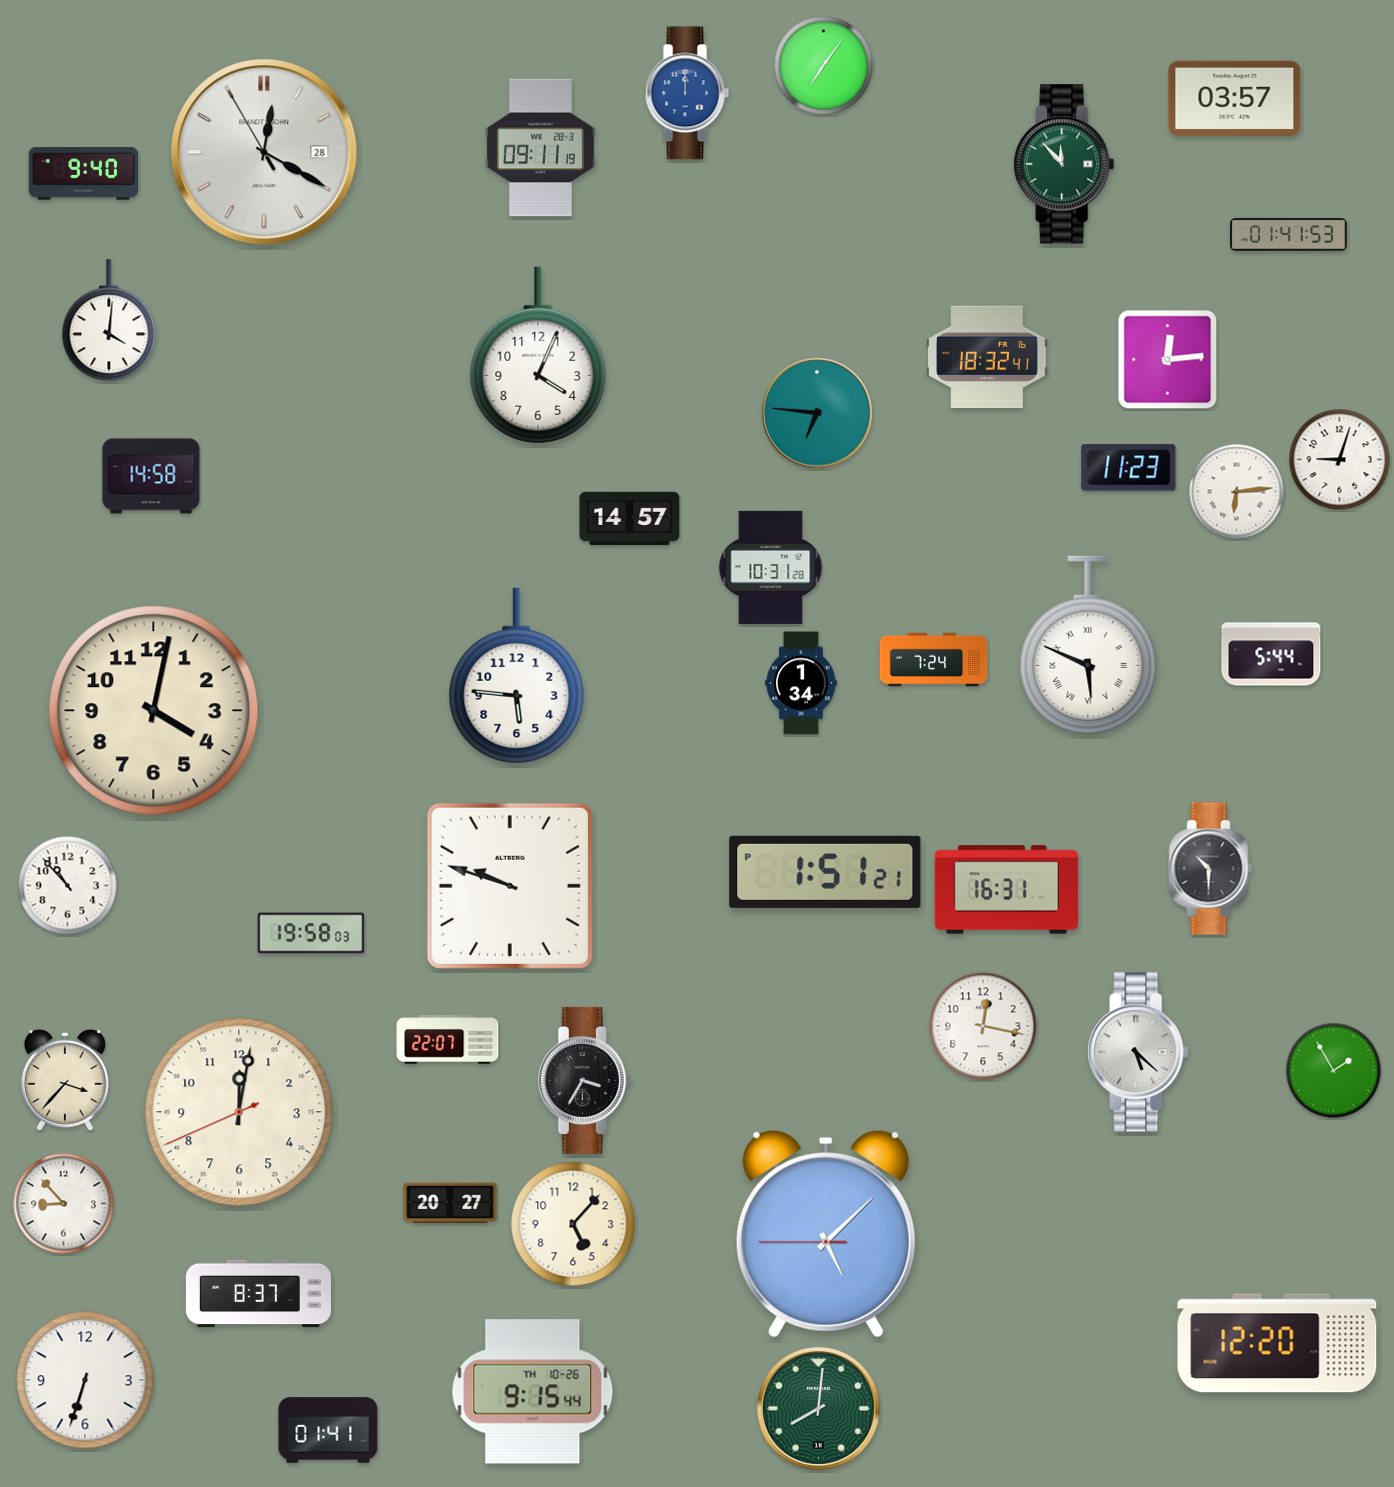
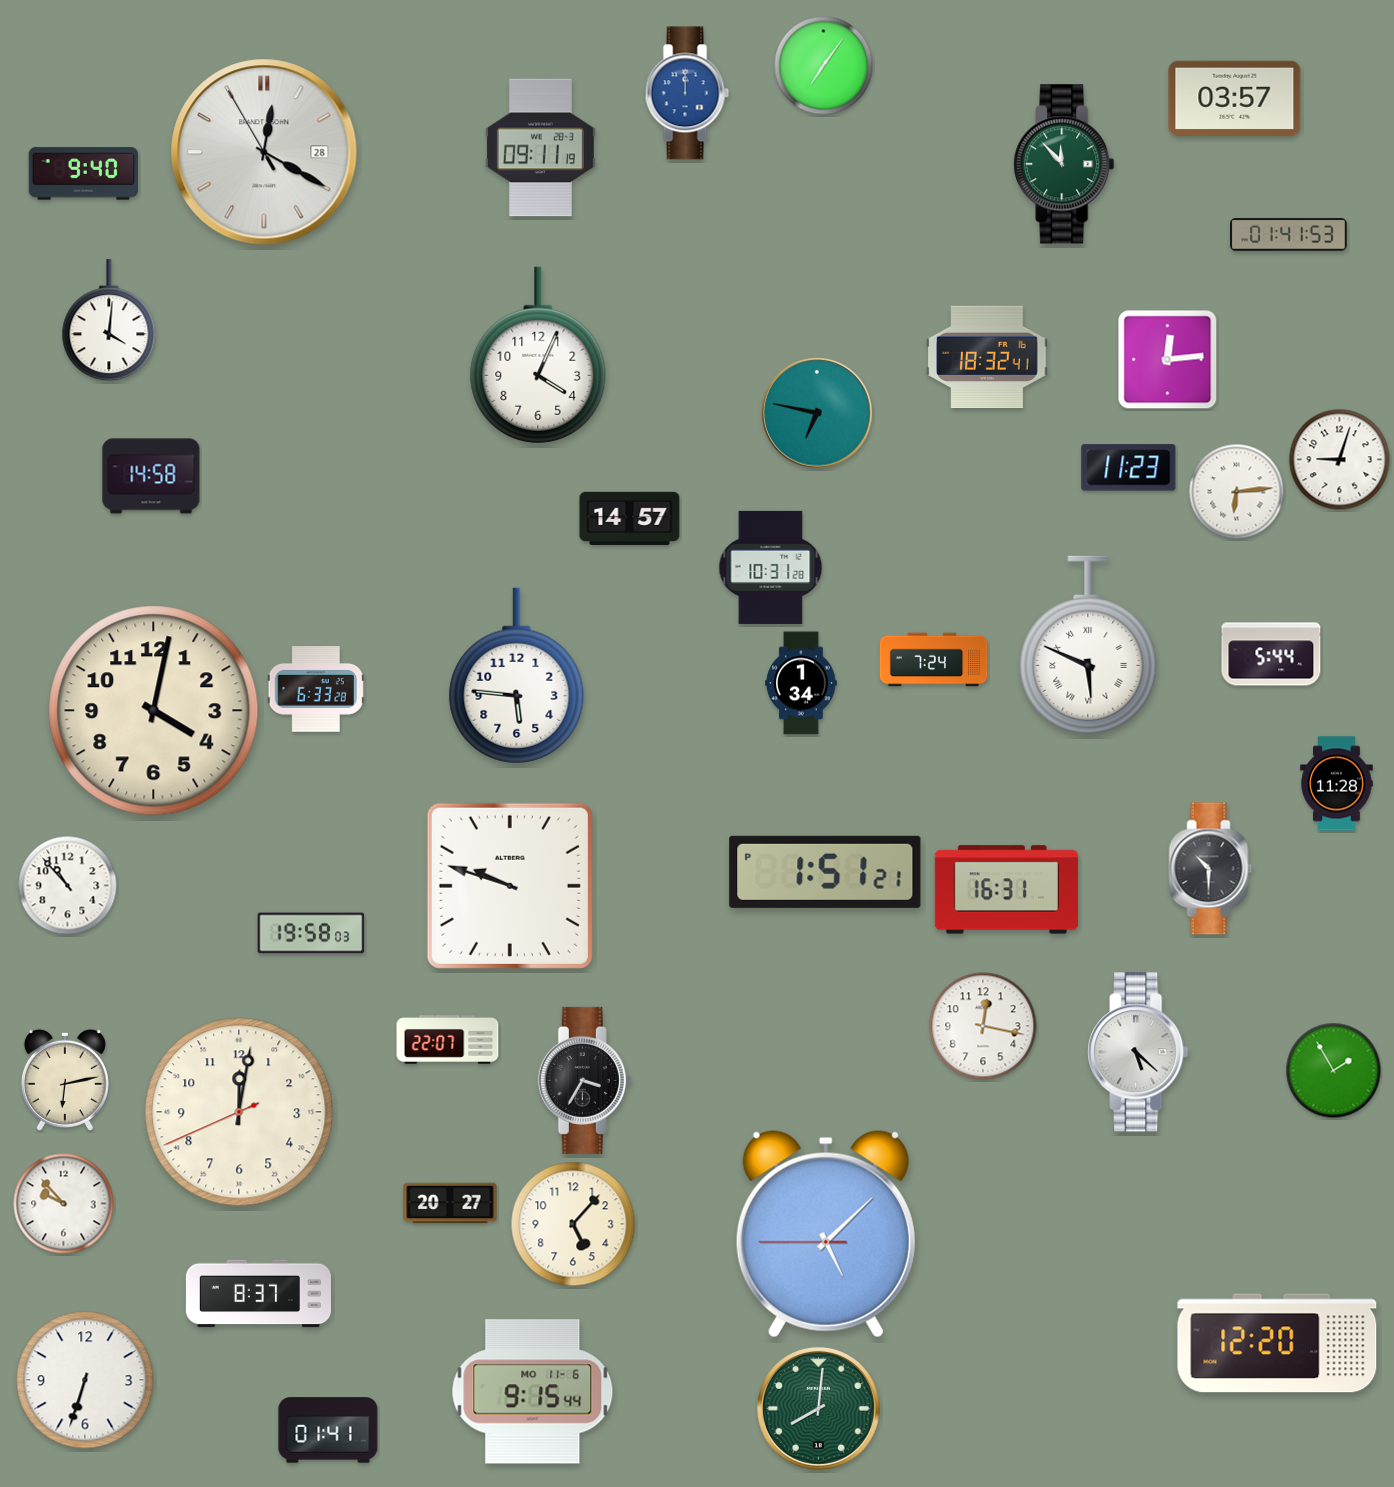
clock at (817, 413): 6:46 -> 6:47
clock at (316, 689): none -> 6:33
clock at (1337, 784): none -> 11:28
clock at (65, 1080): 3:37 -> 6:13
clock at (64, 1204): 8:53 -> 9:53
clock at (533, 1392) date: TH 10-26 -> MO 11-6
